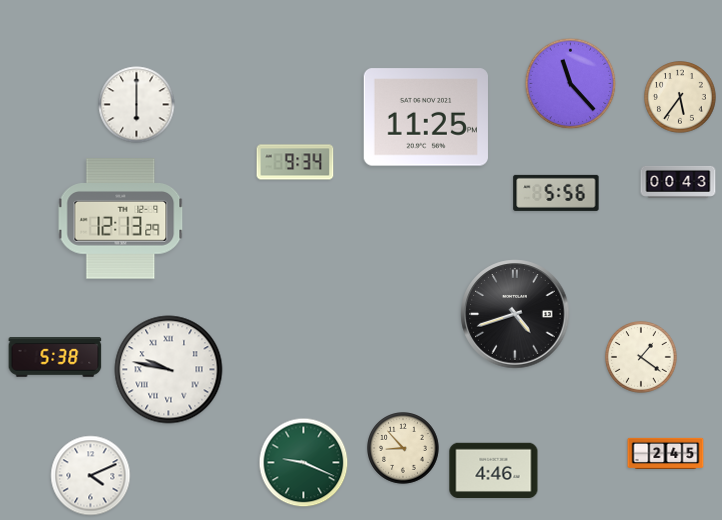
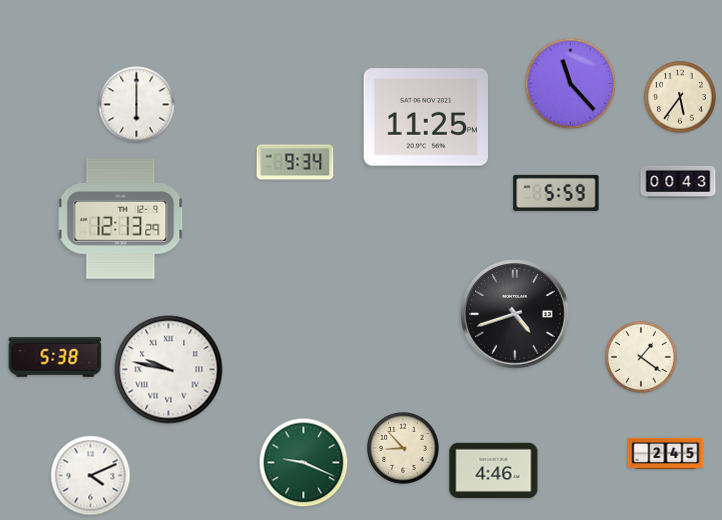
clock at (556, 193): 5:56 -> 5:59
